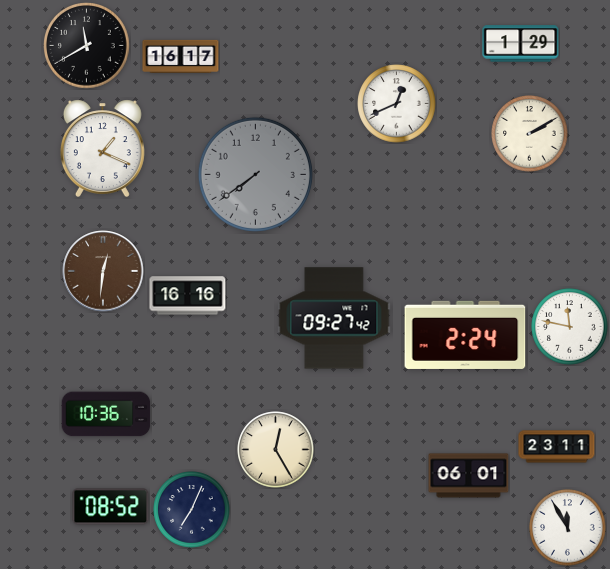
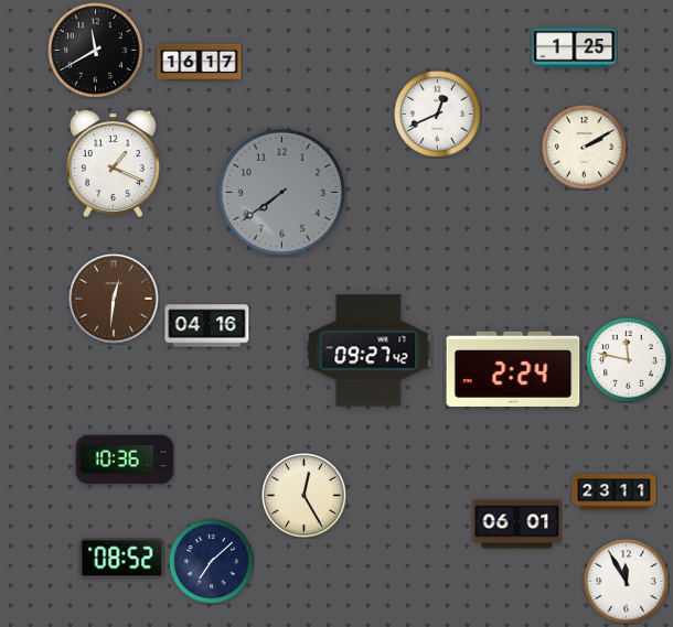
clock at (521, 44): 1:29 -> 1:25
clock at (188, 296): 16:16 -> 04:16
clock at (106, 414) position: (106, 414) -> (125, 460)
clock at (192, 510): 7:04 -> 7:08
